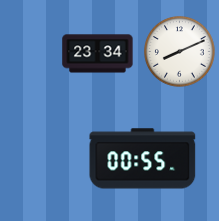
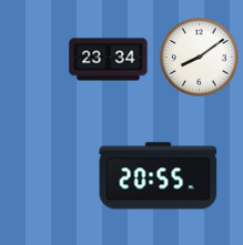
clock at (180, 52): 8:11 -> 8:09
clock at (143, 159): 00:55 -> 20:55
